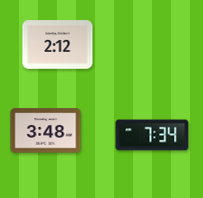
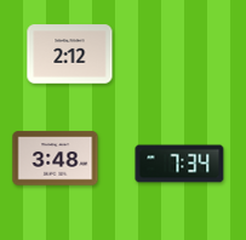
clock at (152, 135) position: (152, 135) -> (179, 164)
